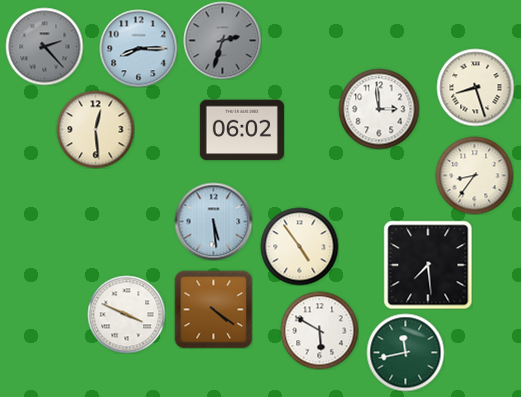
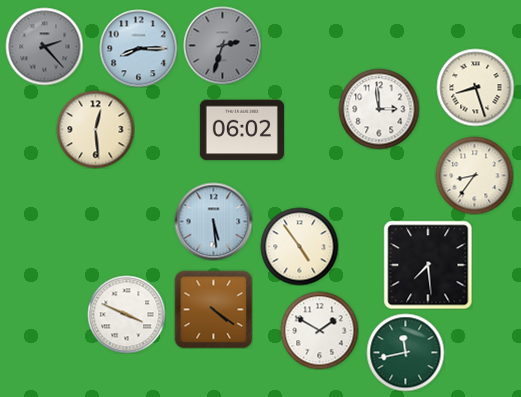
clock at (222, 40) position: (222, 40) -> (222, 45)
clock at (319, 330): 5:50 -> 1:50
